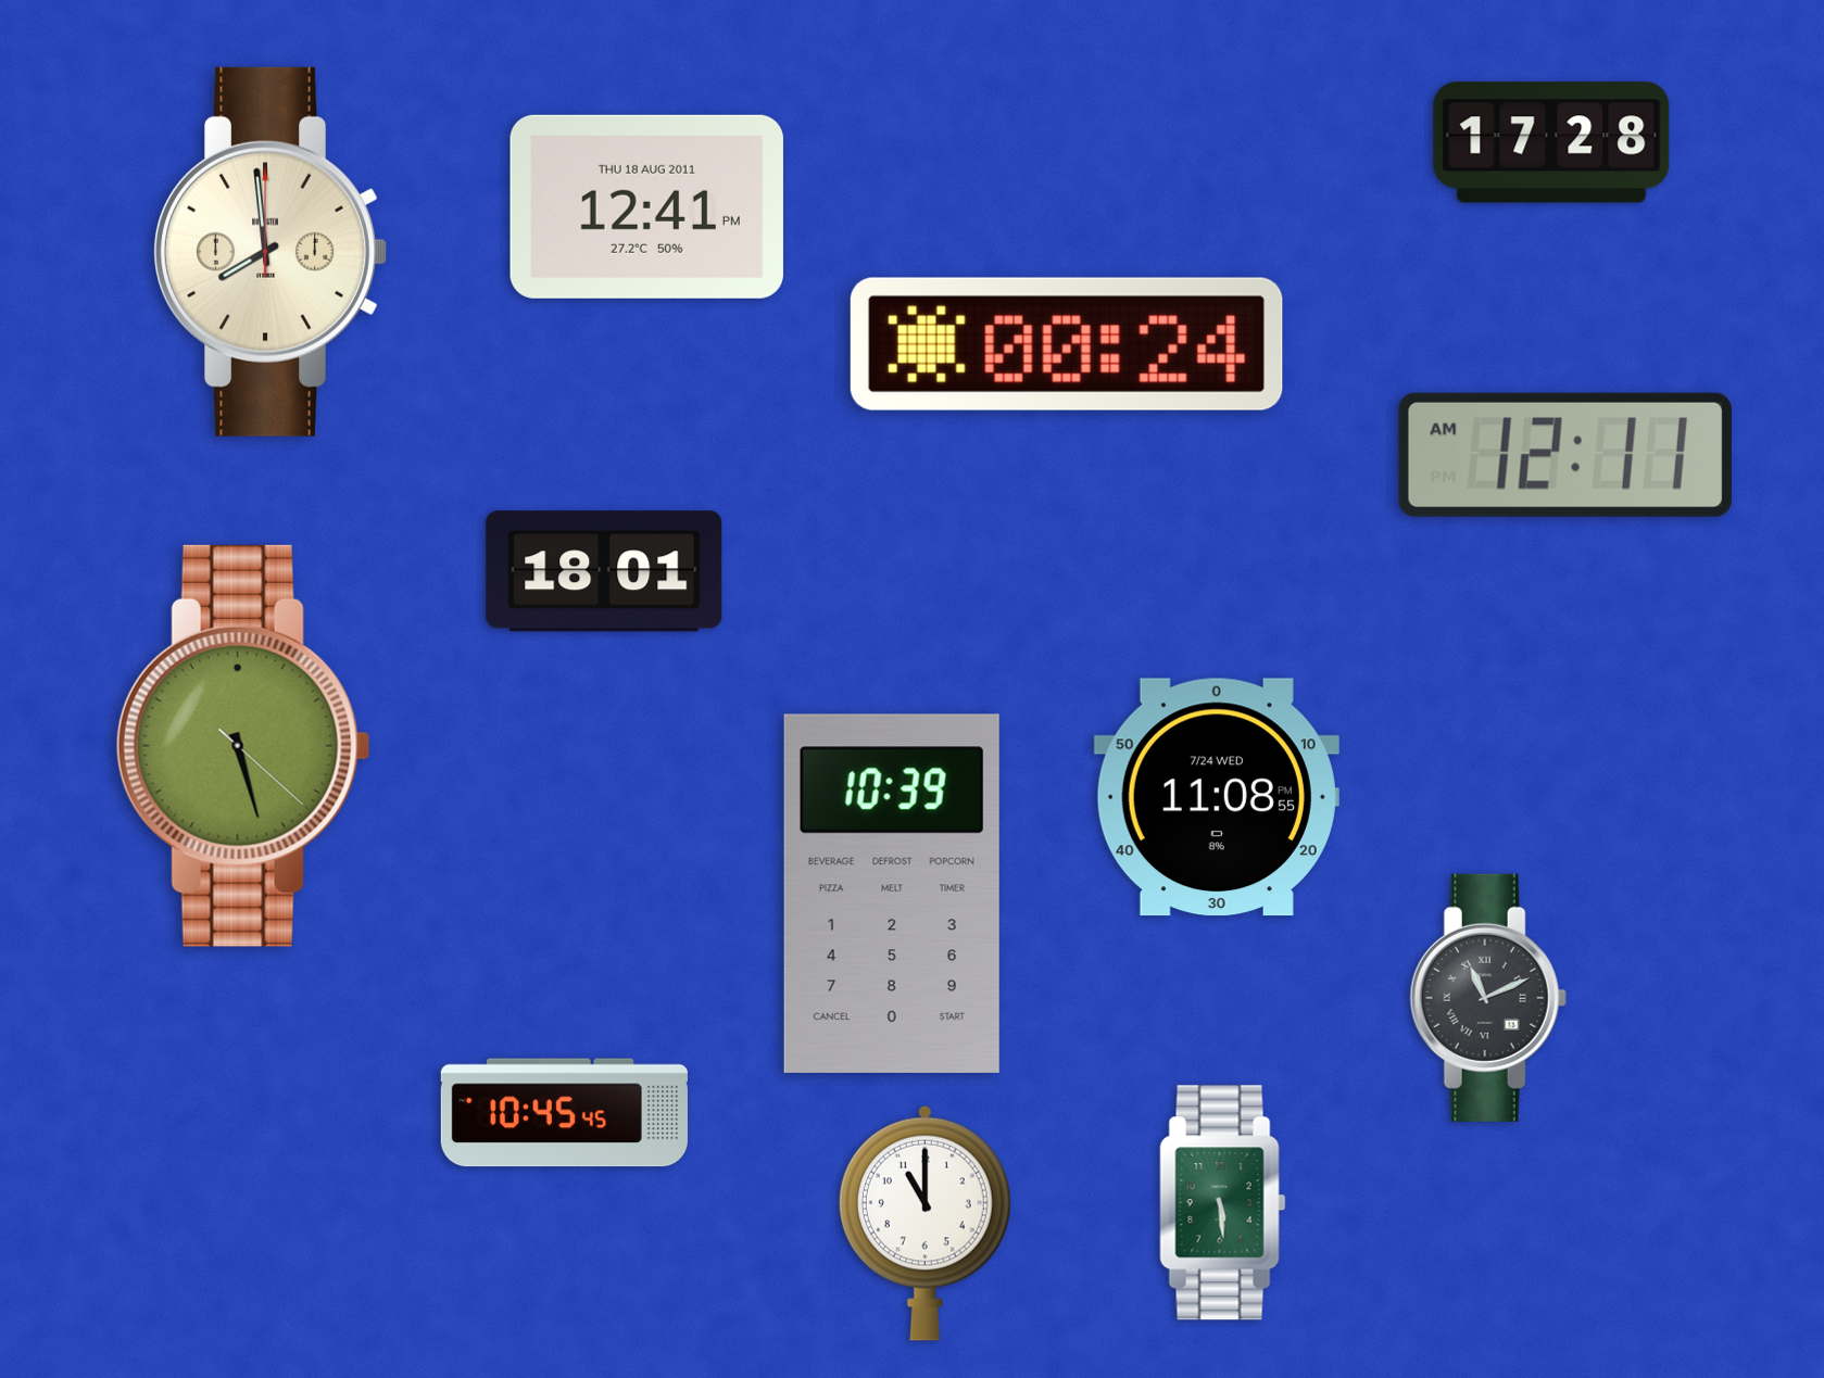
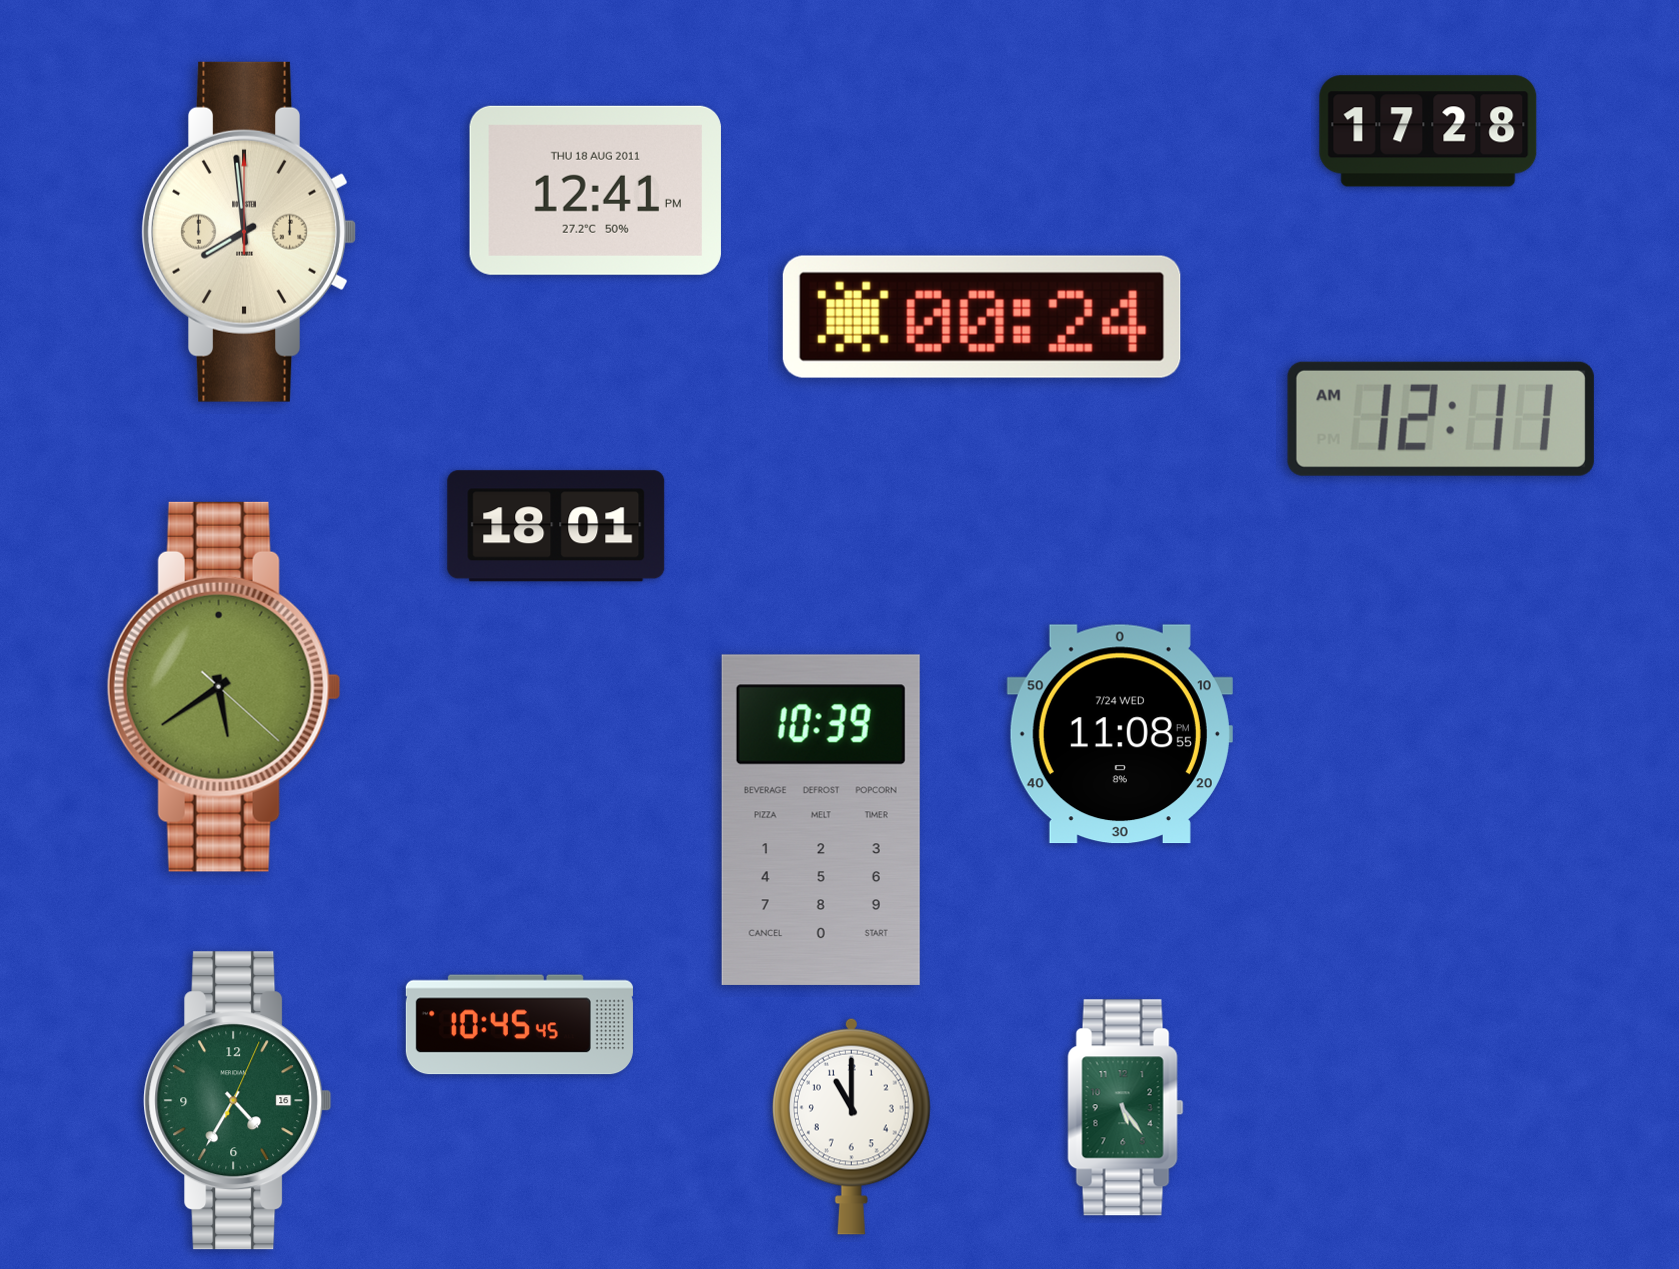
clock at (243, 746): 5:27 -> 5:39
clock at (892, 894) position: (892, 894) -> (821, 820)
clock at (1488, 998): 11:11 -> none
clock at (238, 1101): none -> 4:35
clock at (1223, 1203): 5:29 -> 5:24
